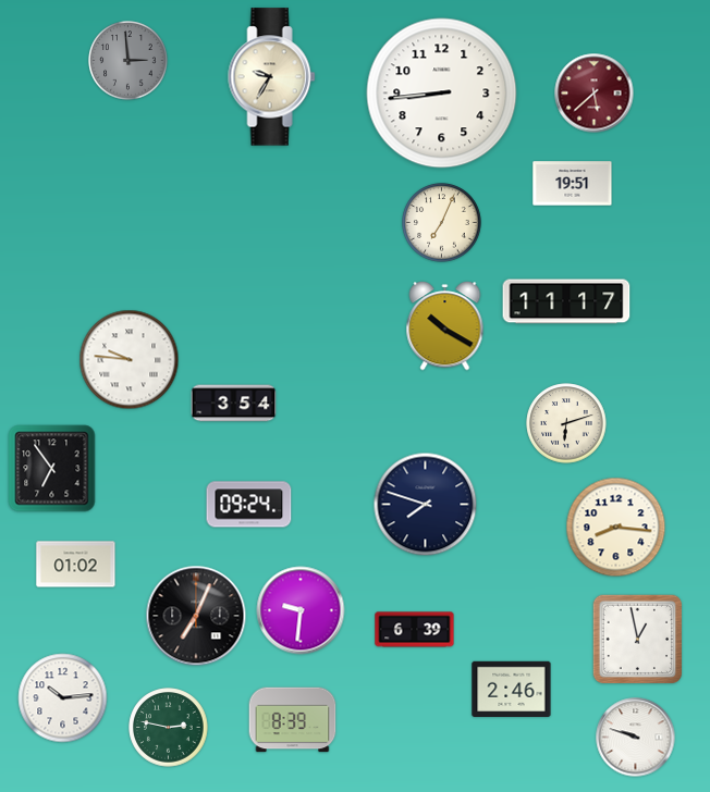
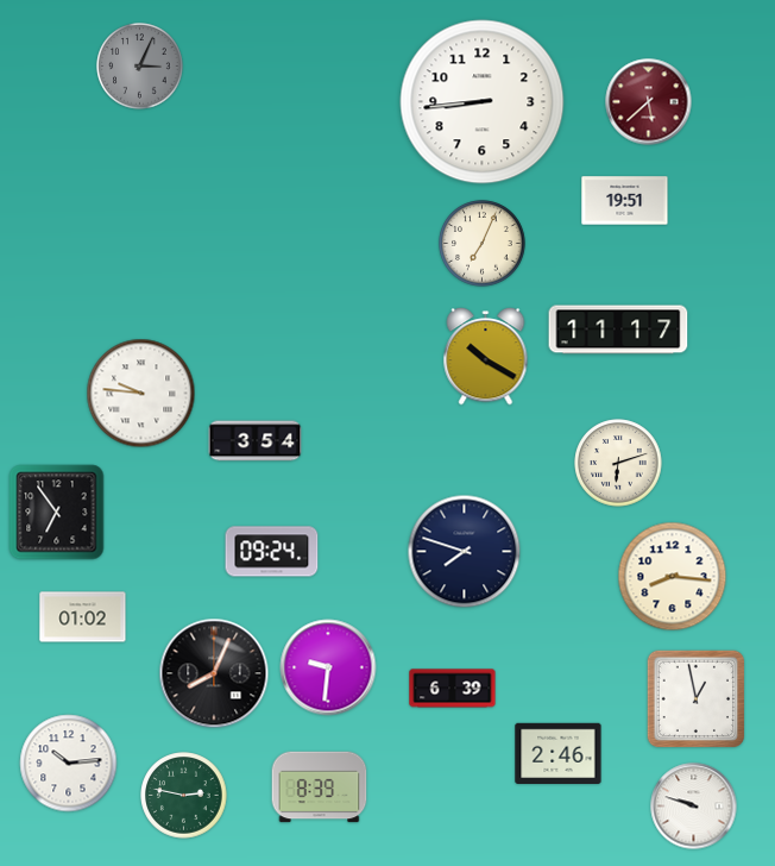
clock at (128, 61): 2:59 -> 3:04
clock at (272, 77): 9:35 -> none
clock at (196, 616): 7:04 -> 8:04
